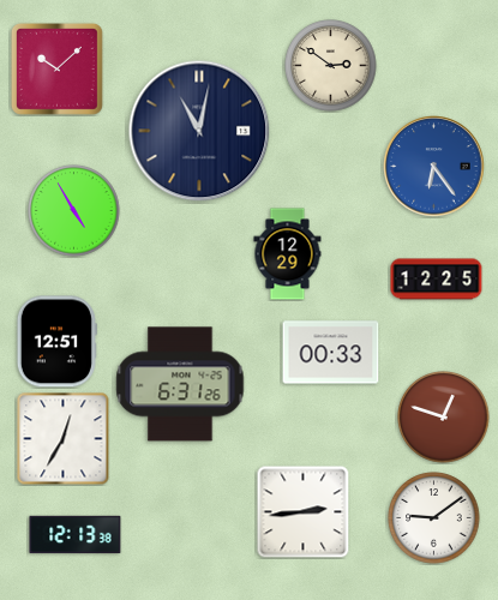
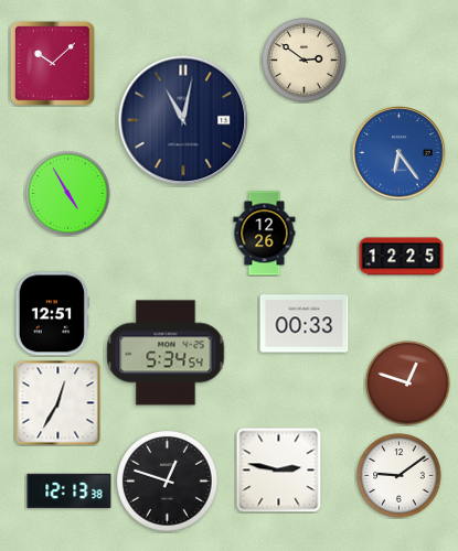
clock at (288, 254): 12:29 -> 12:26
clock at (180, 384): 6:31 -> 5:34
clock at (302, 511): 2:44 -> 2:47
clock at (168, 482): none -> 12:48
